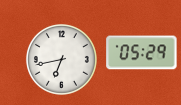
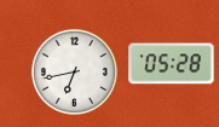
clock at (142, 53): 05:29 -> 05:28
